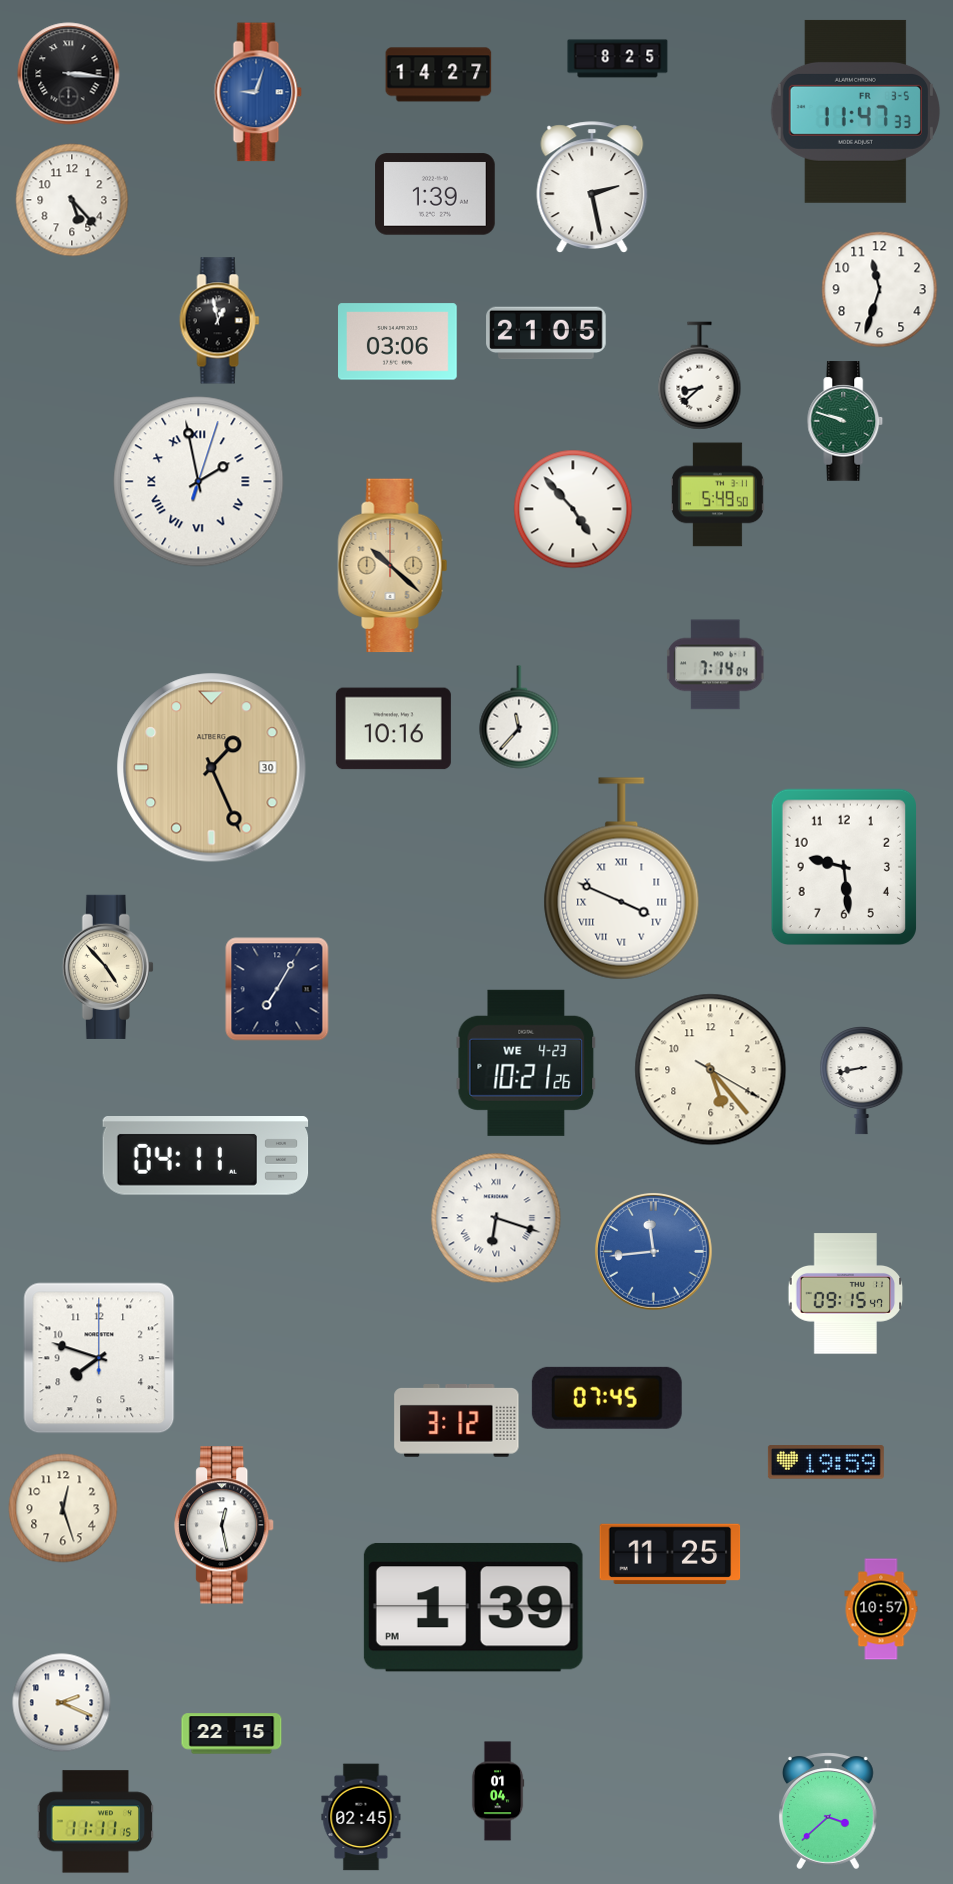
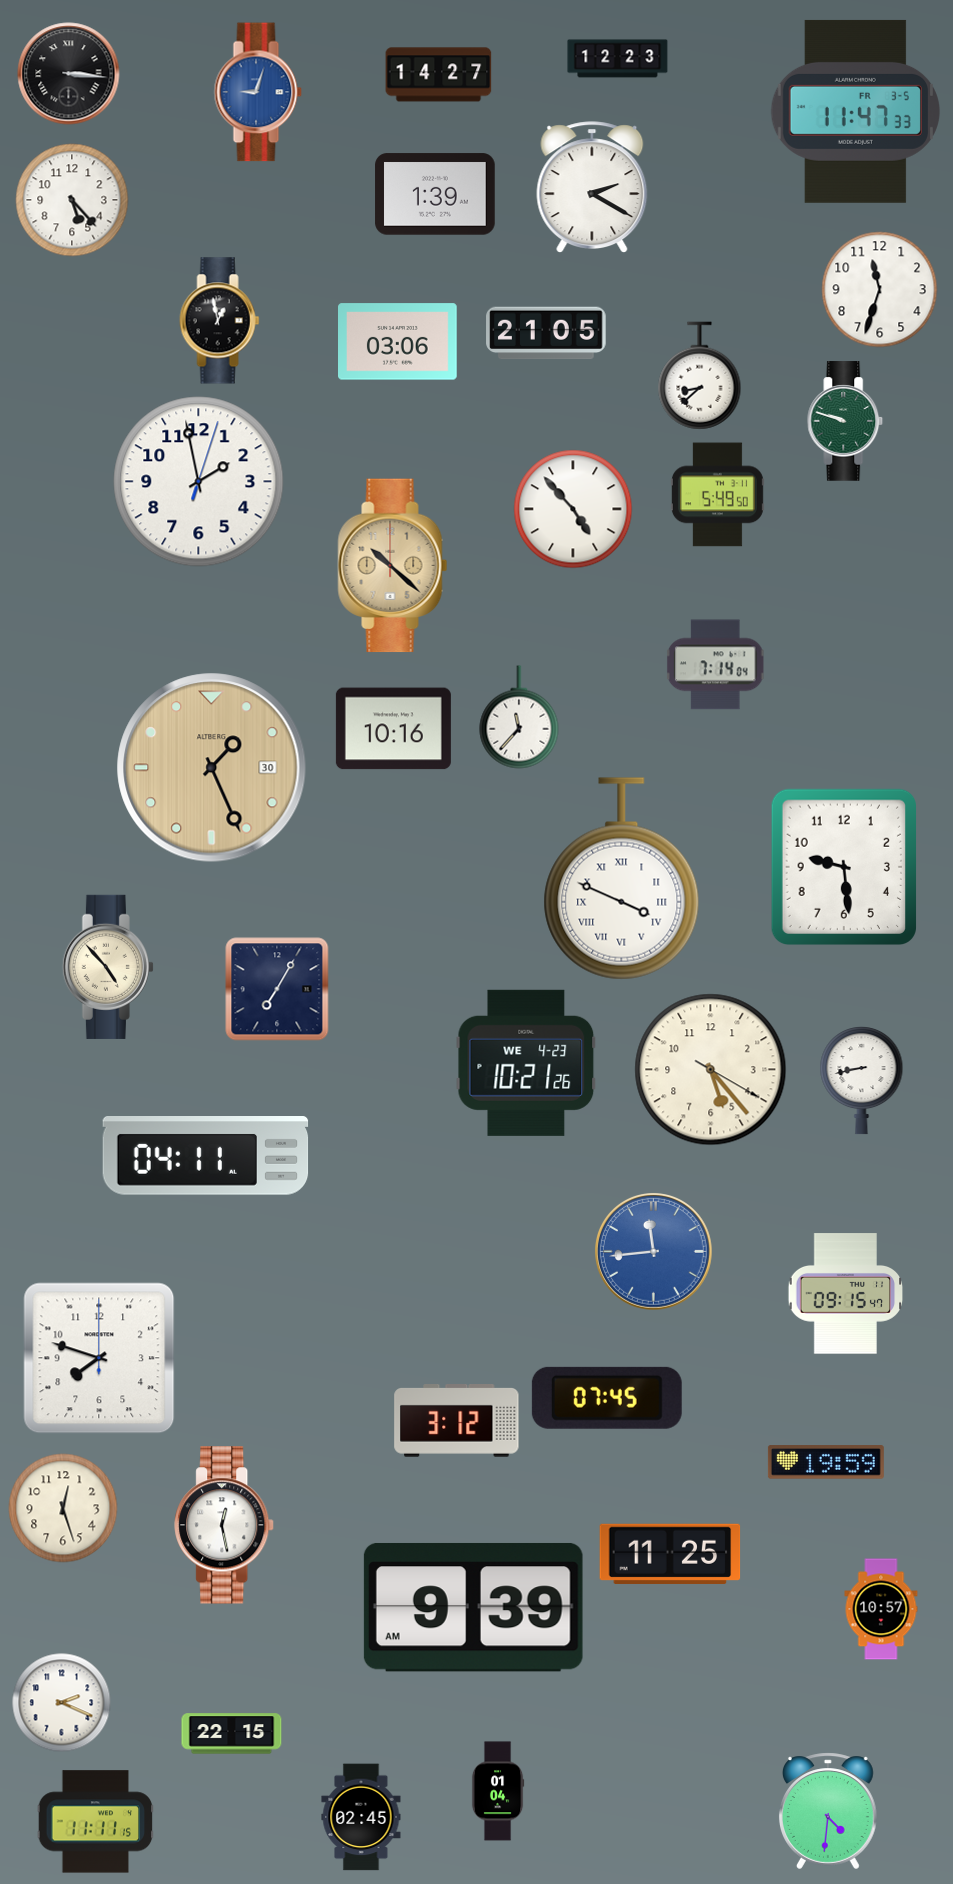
clock at (618, 59): 8:25 -> 12:23
clock at (592, 187): 2:28 -> 2:20
clock at (199, 482) numerals: Roman -> Arabic
clock at (496, 1218): 6:18 -> none
clock at (473, 1607): 1:39 -> 9:39
clock at (828, 1811): 3:38 -> 4:31
